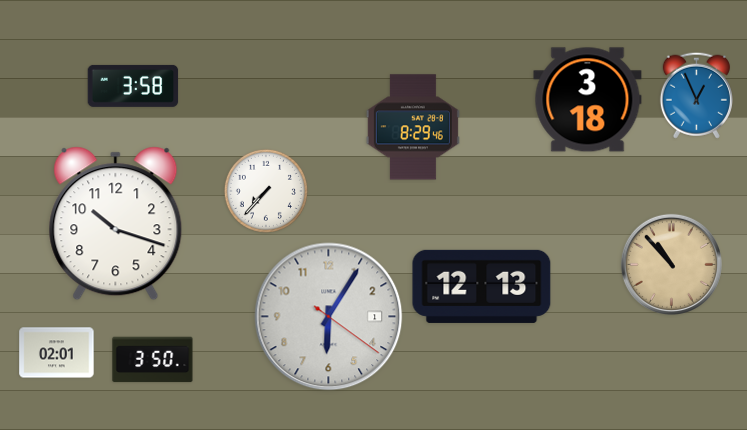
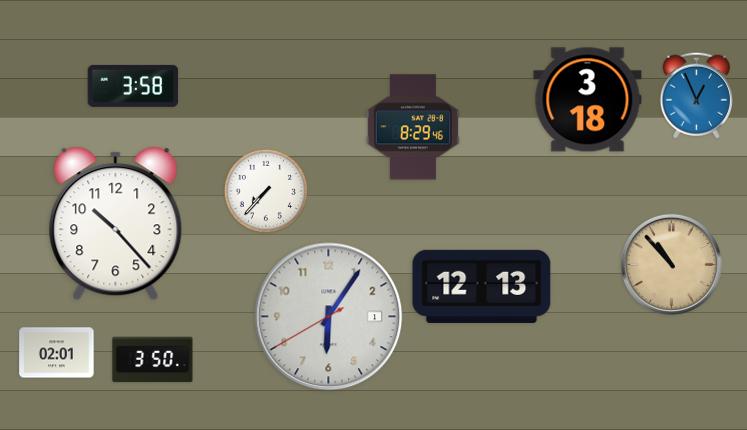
clock at (116, 224): 10:18 -> 10:23
clock at (329, 317): 6:05:21 -> 6:05:40
